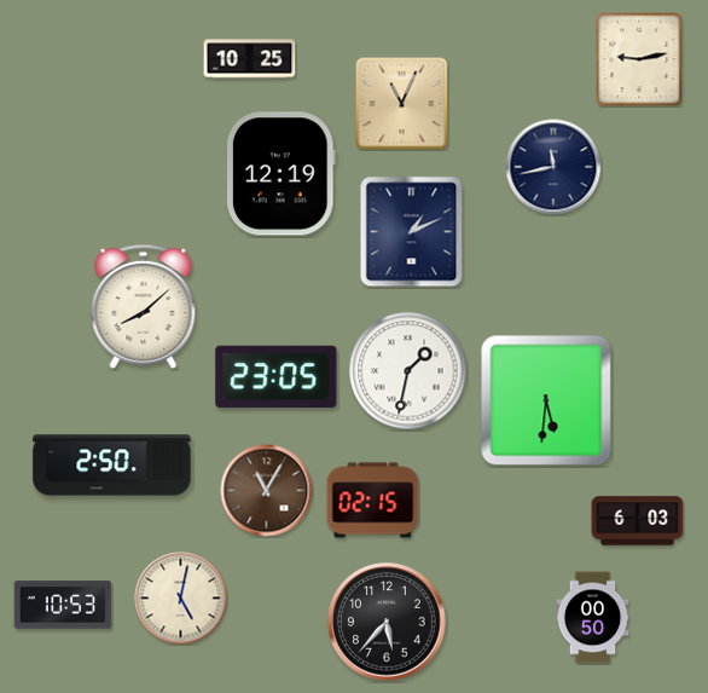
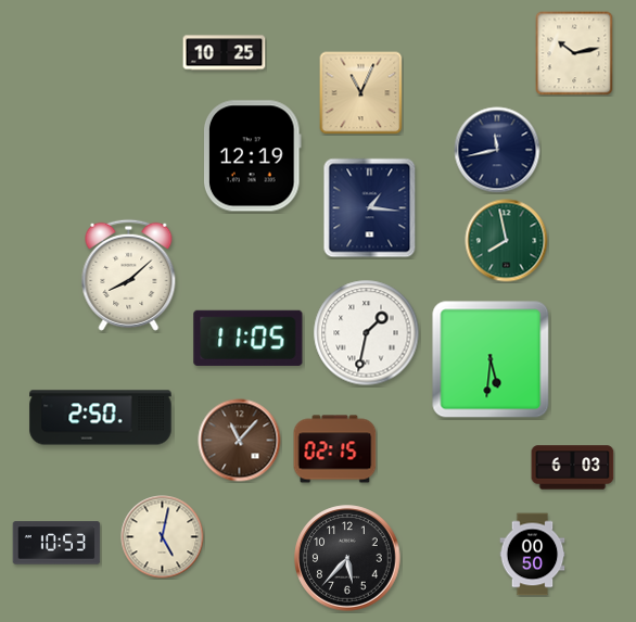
clock at (639, 59): 9:13 -> 10:13
clock at (412, 232): 1:11 -> 1:16
clock at (507, 241): none -> 7:58
clock at (277, 376): 23:05 -> 11:05
clock at (267, 491): 11:05 -> 11:07
